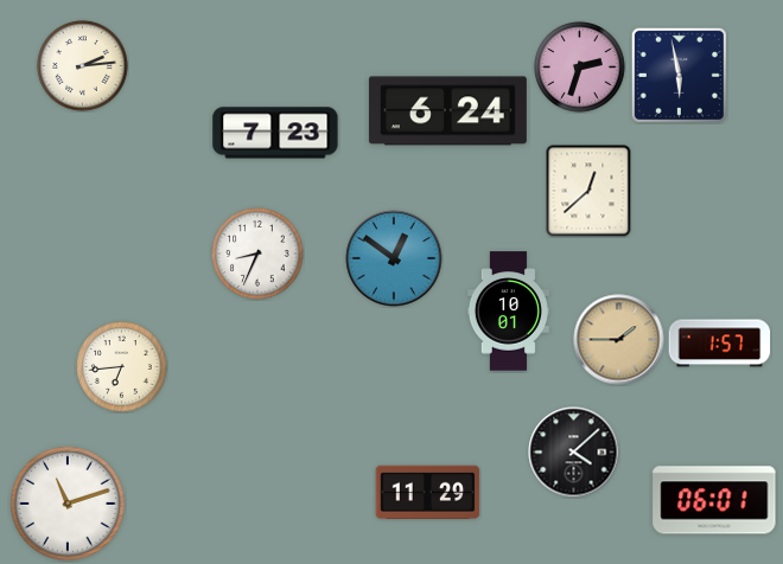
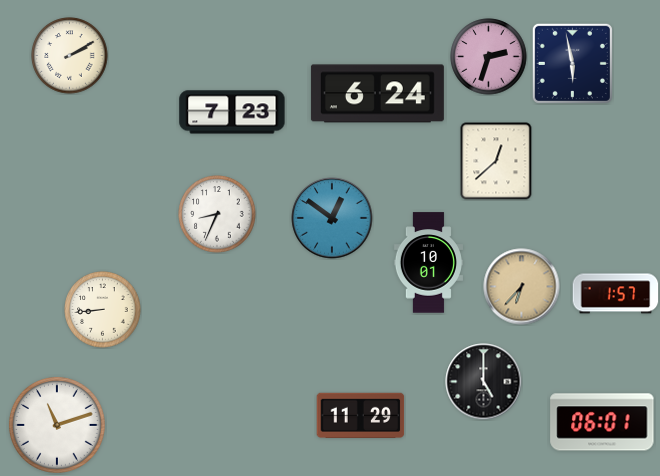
clock at (83, 66): 2:14 -> 2:10
clock at (619, 340): 1:45 -> 6:37
clock at (720, 344) position: (720, 344) -> (616, 294)
clock at (122, 367): 6:44 -> 8:44
clock at (574, 453): 4:08 -> 5:00
